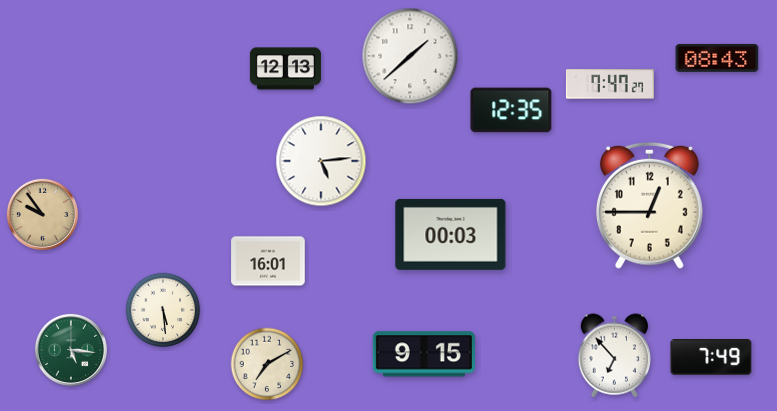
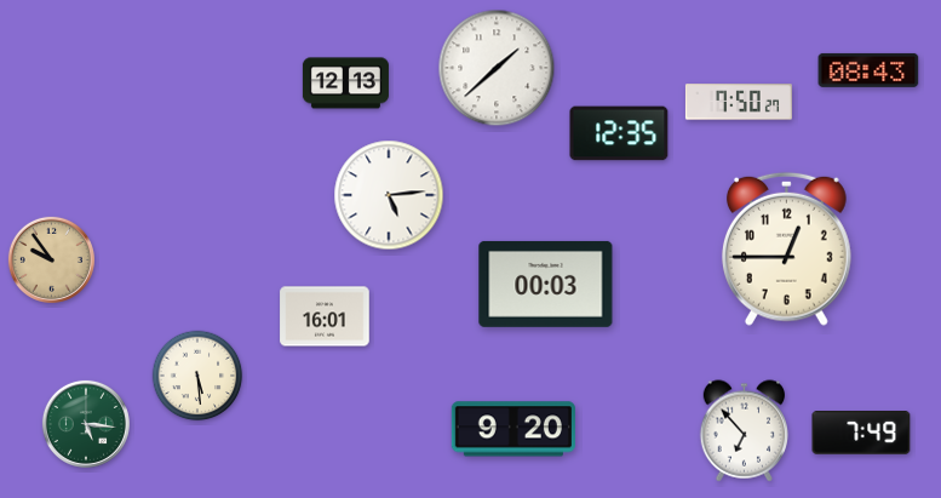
clock at (610, 84): 7:47 -> 7:50
clock at (424, 354): 9:15 -> 9:20
clock at (267, 364): 7:10 -> none
